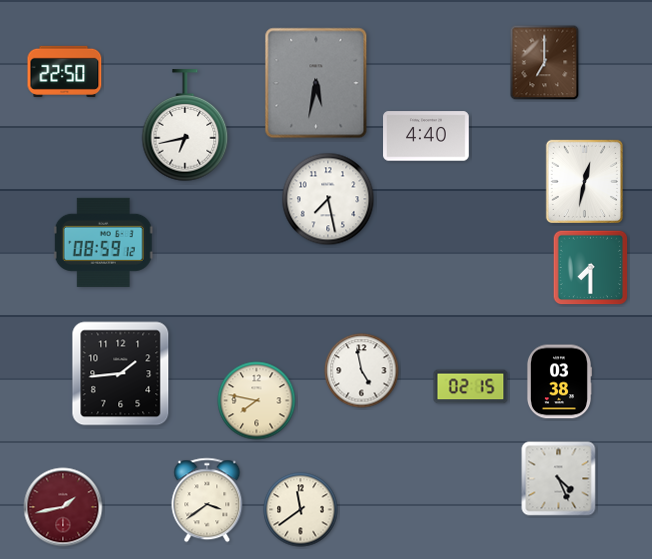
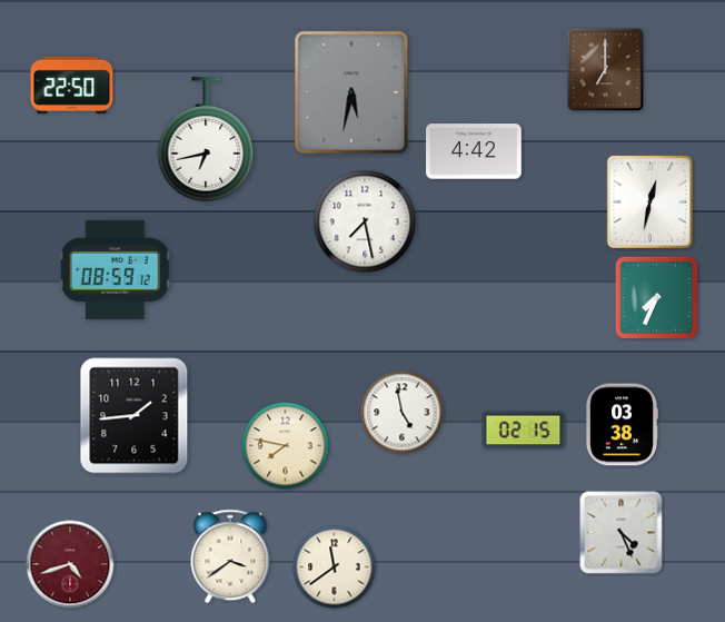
clock at (65, 71) position: (65, 71) -> (72, 85)
clock at (426, 136): 4:40 -> 4:42
clock at (591, 268): 7:30 -> 7:34
clock at (63, 507): 1:43 -> 4:42
